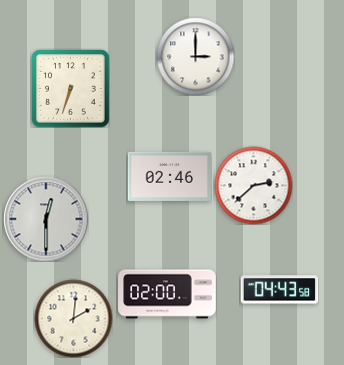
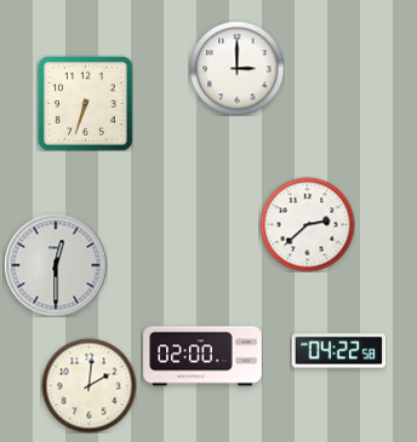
clock at (70, 88) position: (70, 88) -> (85, 103)
clock at (169, 176): 02:46 -> none
clock at (279, 290): 04:43 -> 04:22
